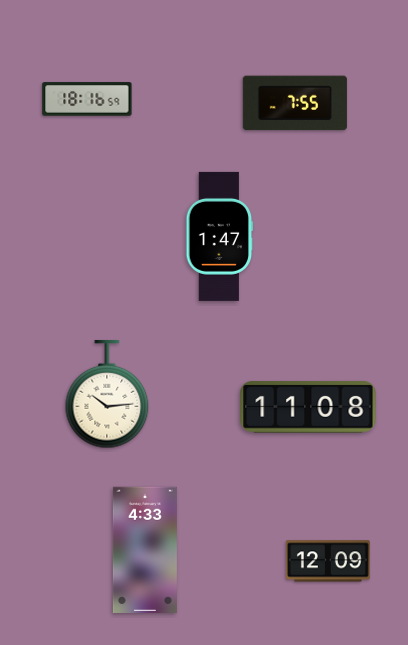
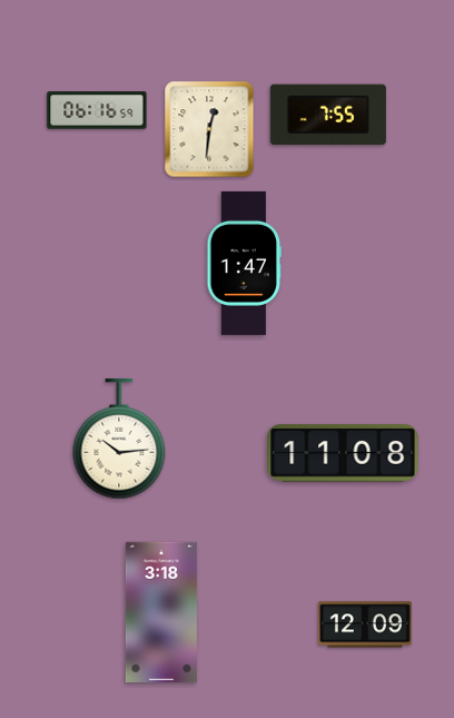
clock at (87, 99): 18:16 -> 06:16
clock at (209, 129): none -> 12:31
clock at (145, 549): 4:33 -> 3:18
